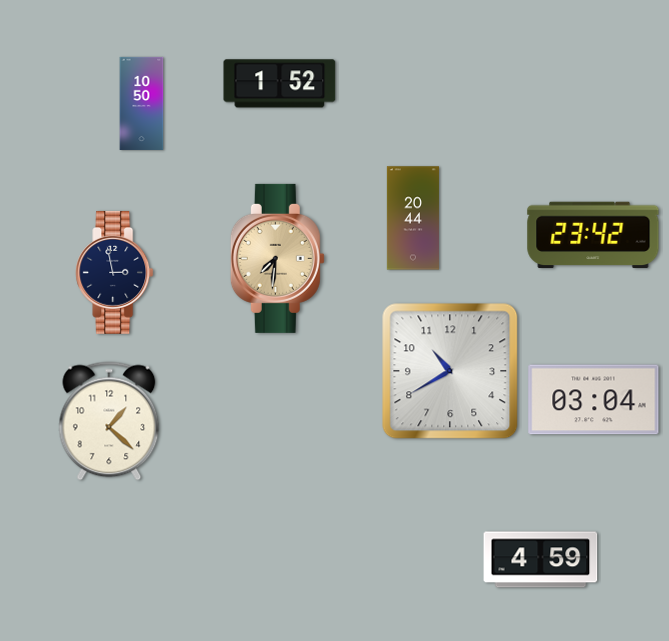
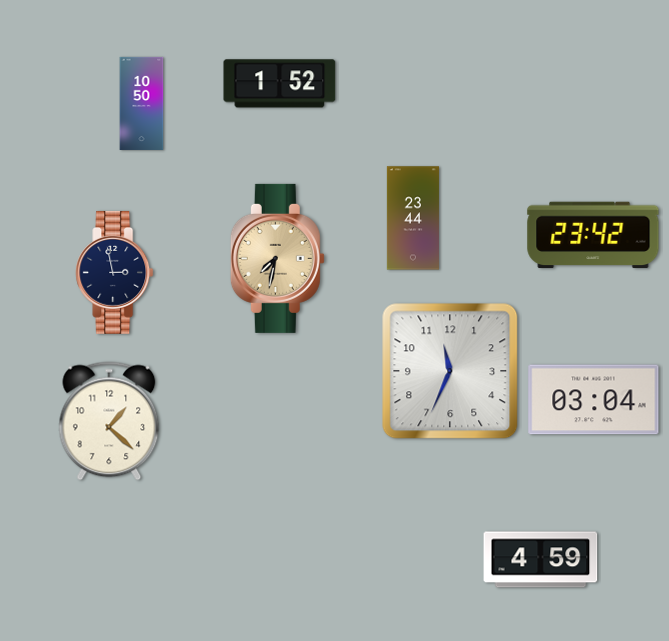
clock at (413, 218): 20:44 -> 23:44
clock at (277, 258): 7:31 -> 7:32
clock at (450, 371): 10:40 -> 11:34
